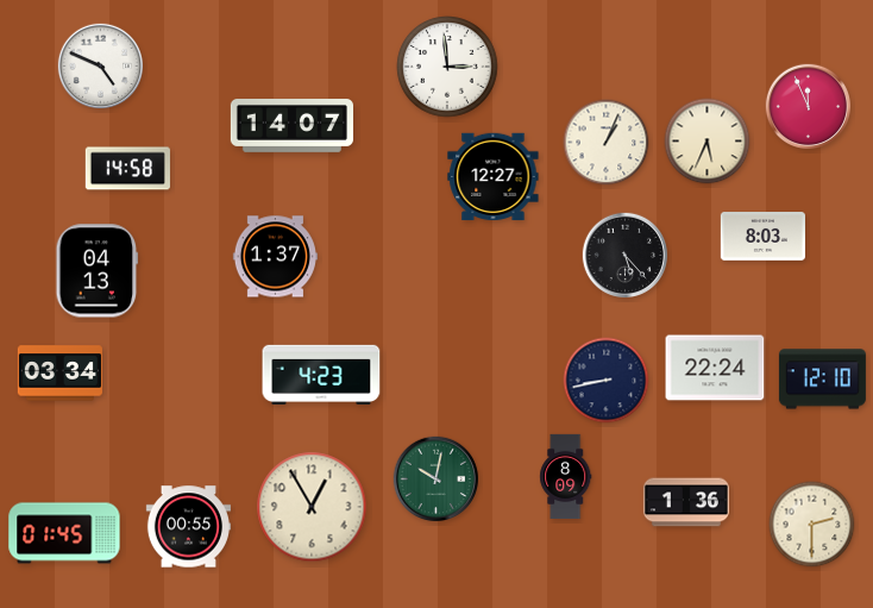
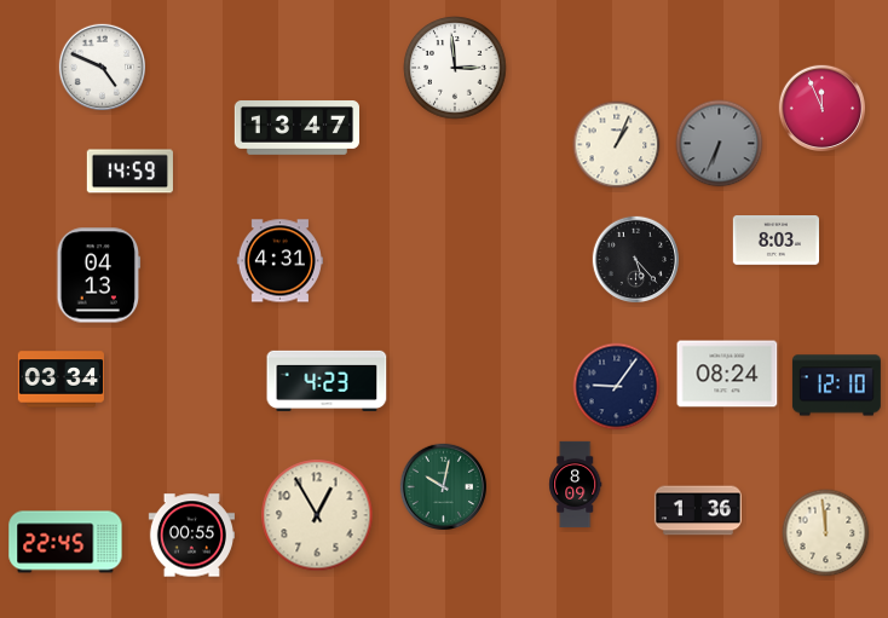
clock at (291, 126): 14:07 -> 13:47
clock at (708, 142): 5:34 -> 6:34
clock at (708, 142) dial: cream -> grey
clock at (127, 169): 14:58 -> 14:59
clock at (494, 177): 12:27 -> none
clock at (275, 257): 1:37 -> 4:31
clock at (715, 368): 22:24 -> 08:24
clock at (607, 381): 8:43 -> 9:06
clock at (812, 525): 2:30 -> 11:59
clock at (64, 533): 01:45 -> 22:45
